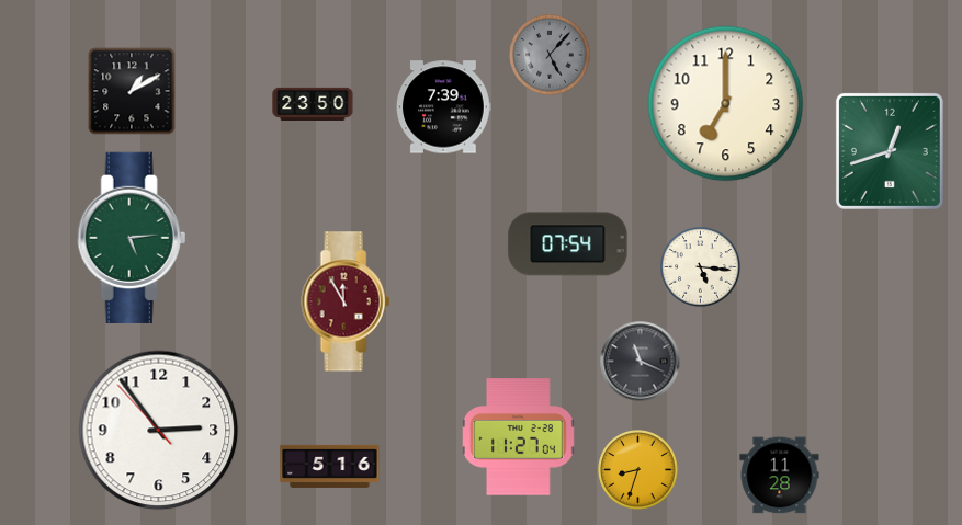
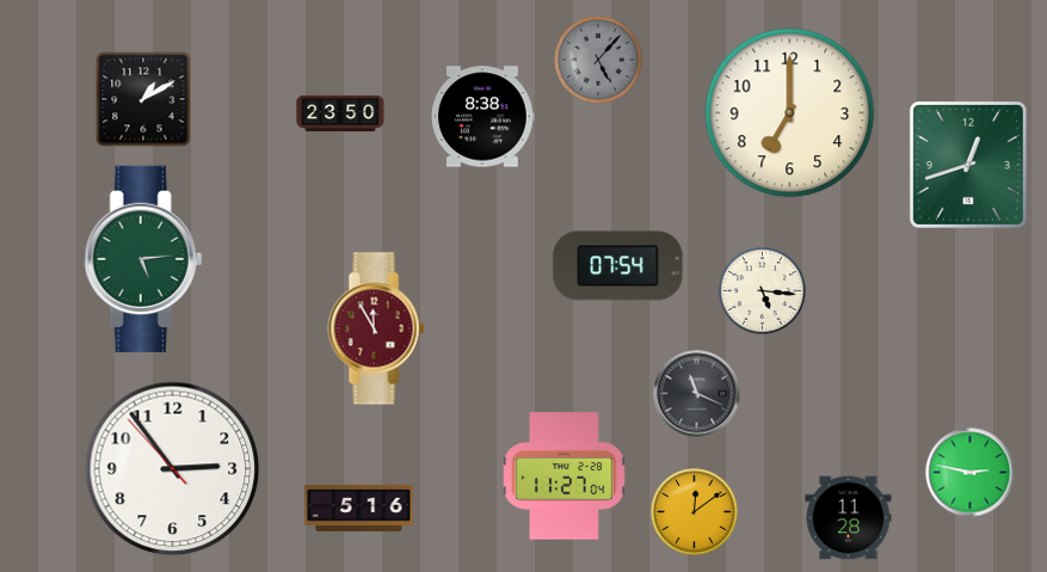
clock at (444, 107): 7:39 -> 8:38
clock at (971, 473): none -> 2:47
clock at (638, 470): 8:33 -> 12:09
